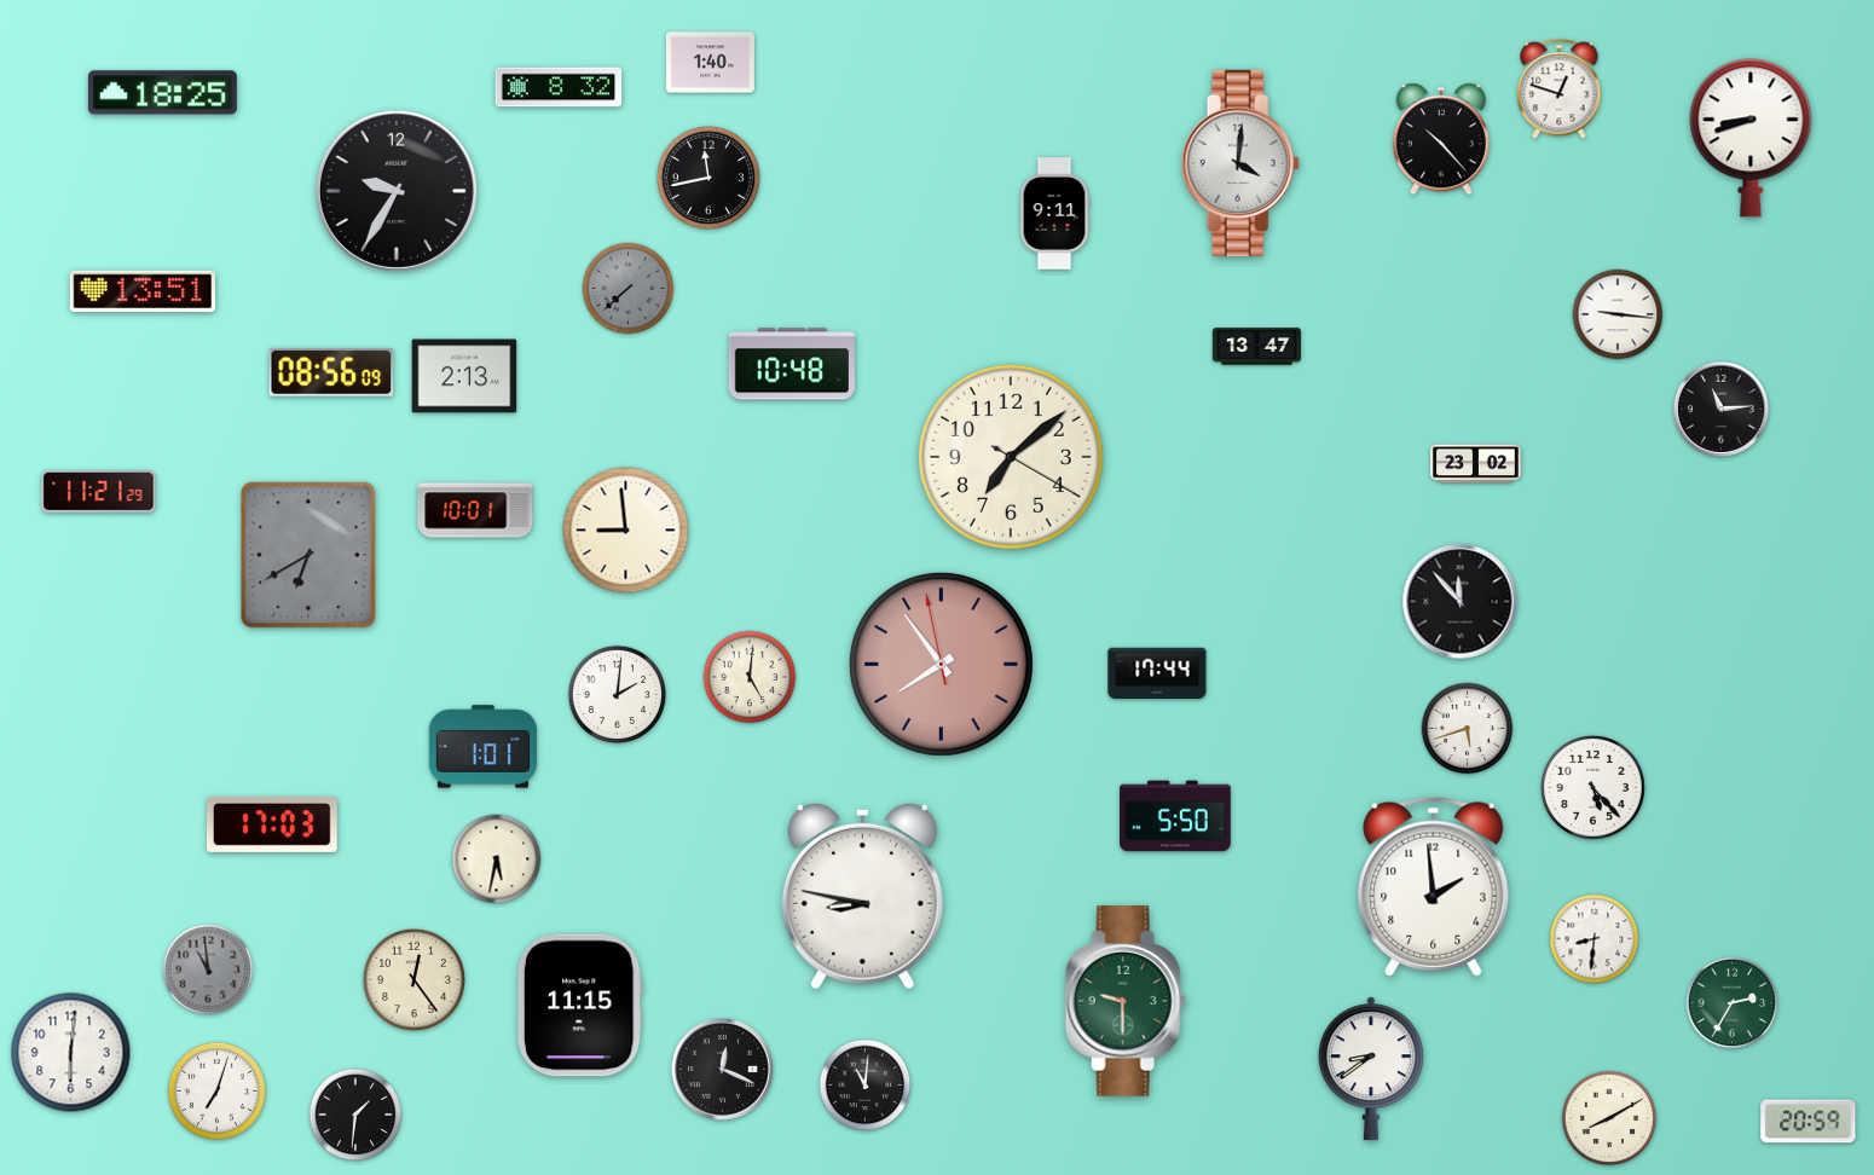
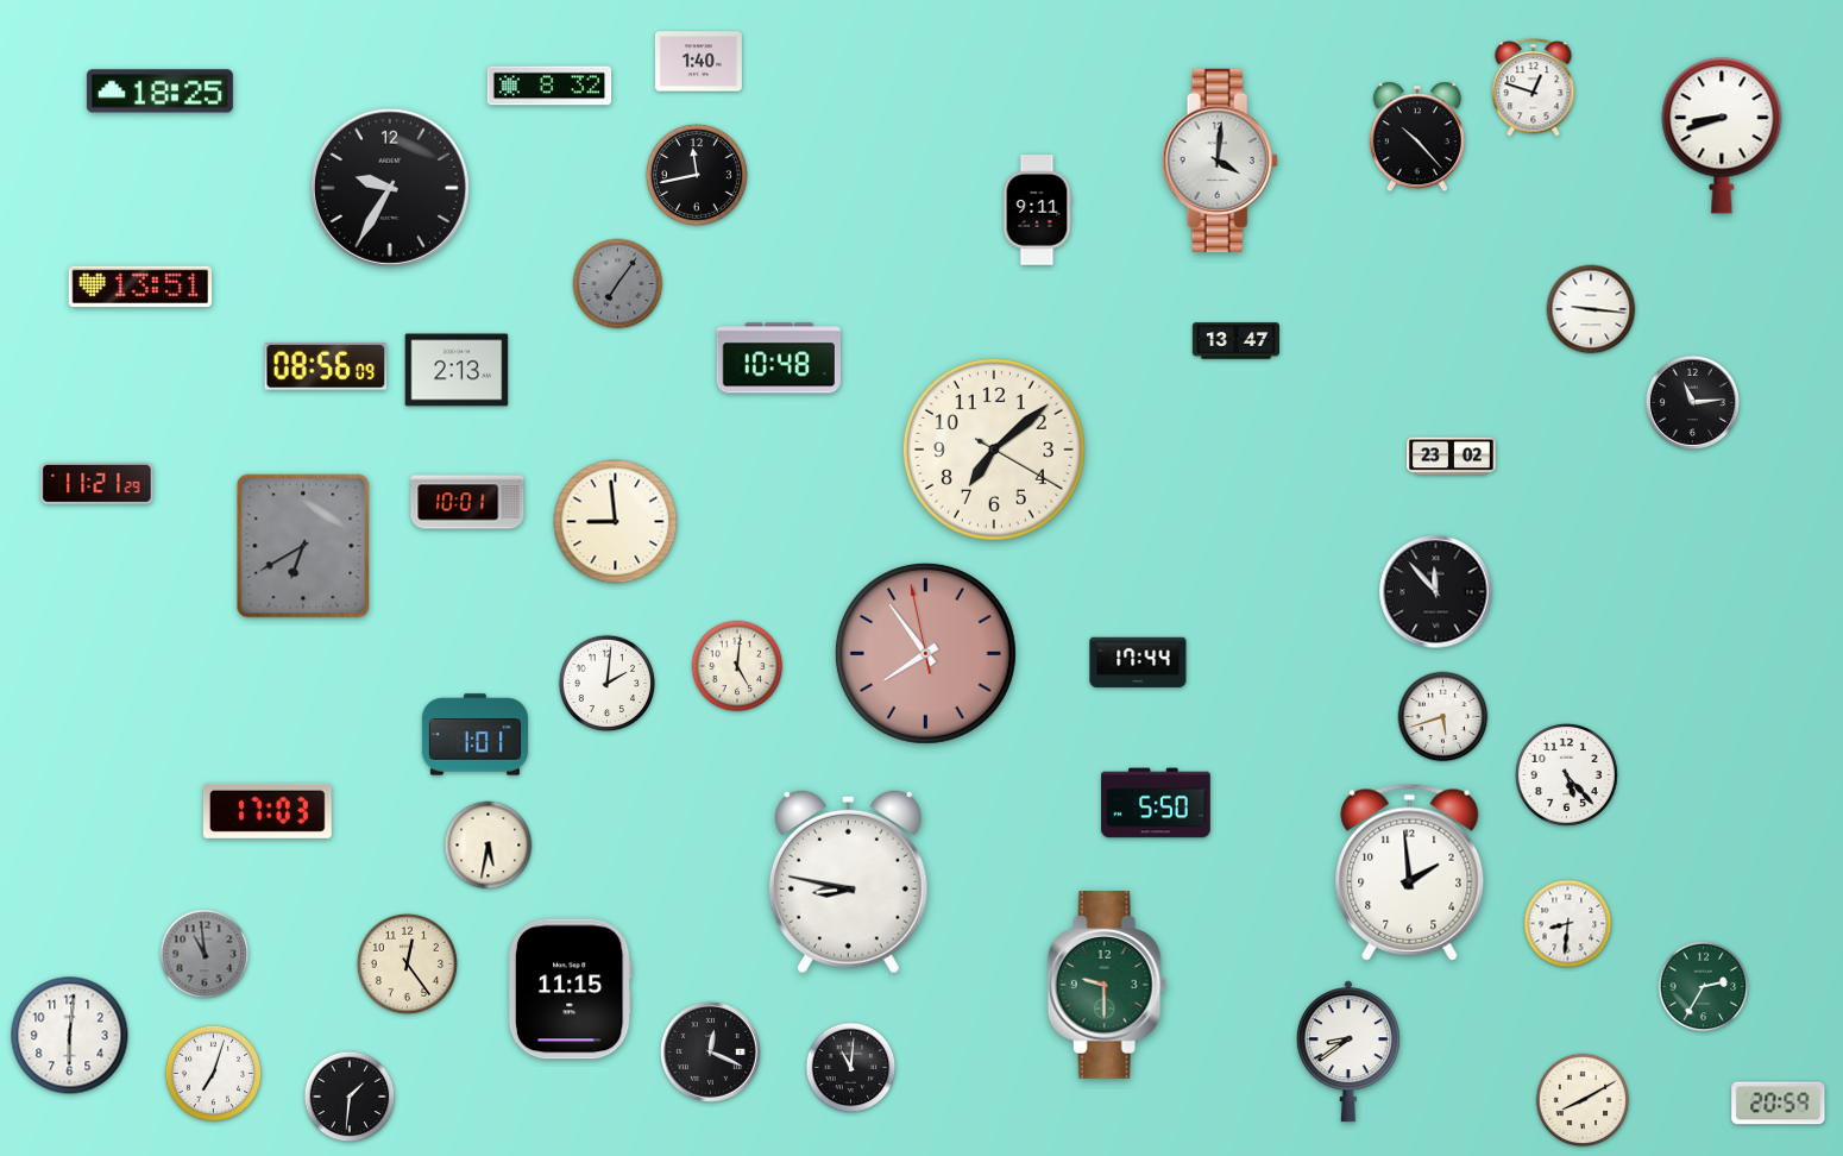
clock at (629, 289): 7:38 -> 7:06
